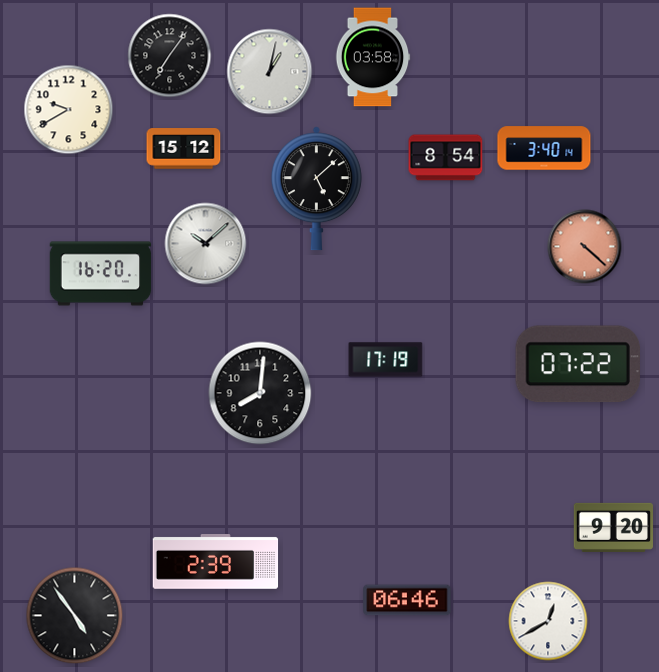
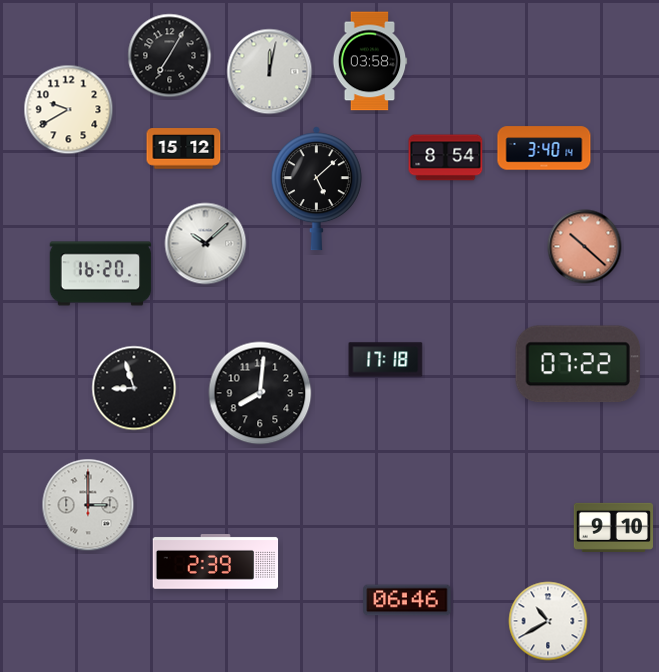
clock at (170, 56): 7:06 -> 7:05
clock at (373, 57) position: (373, 57) -> (370, 61)
clock at (270, 72): 1:02 -> 12:02
clock at (585, 247): 4:22 -> 10:22
clock at (386, 360): 17:19 -> 17:18
clock at (134, 388): none -> 8:57
clock at (88, 505): none -> 3:00
clock at (613, 527): 9:20 -> 9:10
clock at (75, 616): 4:54 -> none
clock at (548, 621): 12:40 -> 10:40
